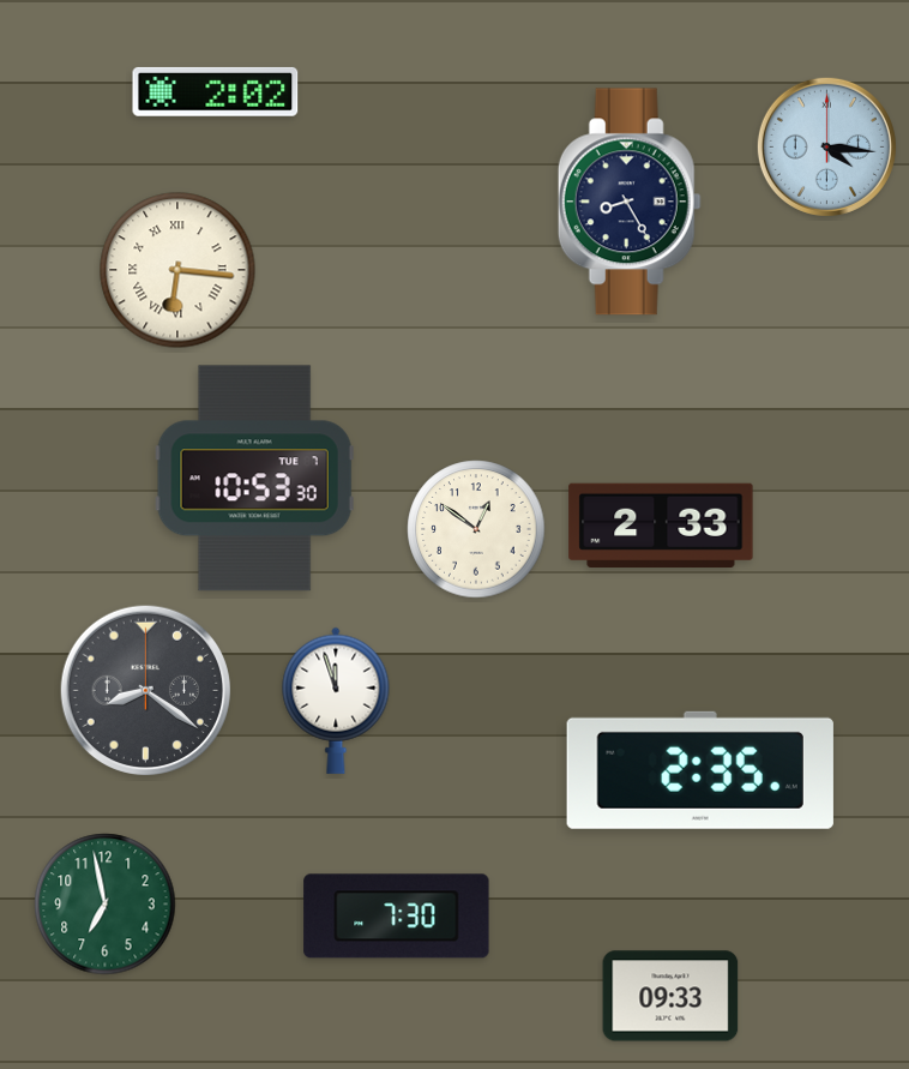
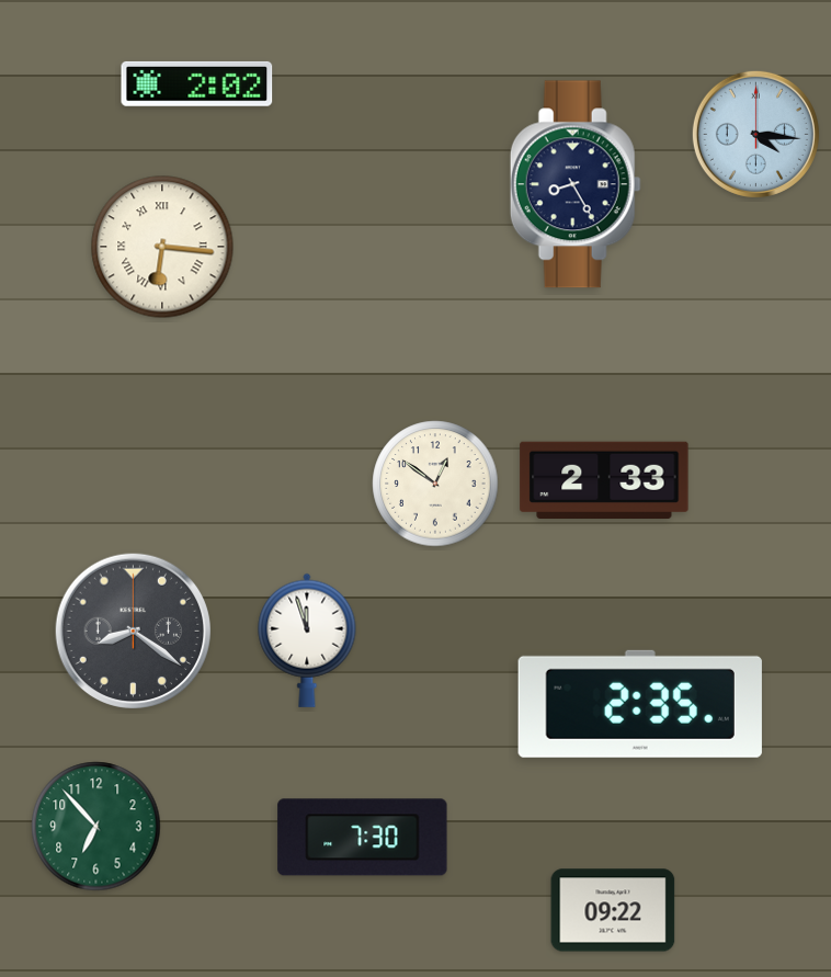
clock at (254, 479): 10:53 -> none
clock at (106, 905): 6:58 -> 6:53
clock at (670, 996): 09:33 -> 09:22
